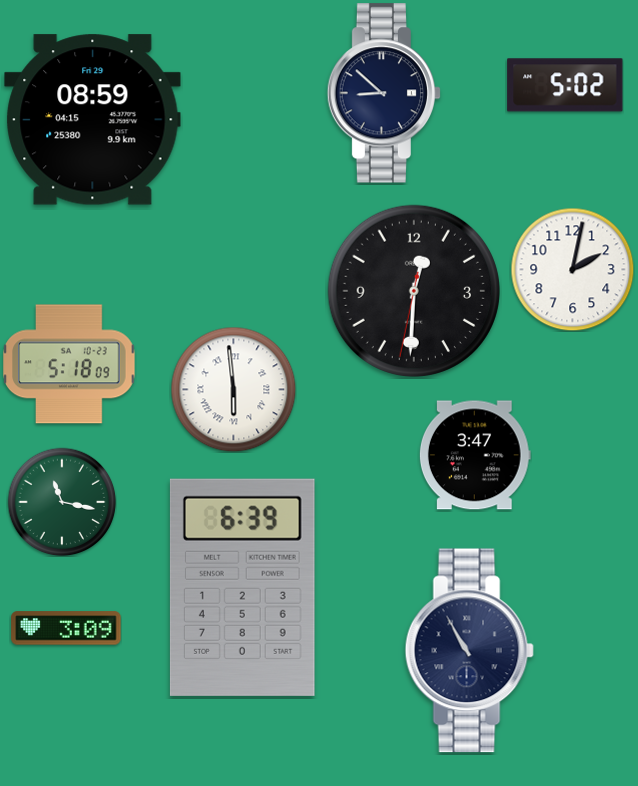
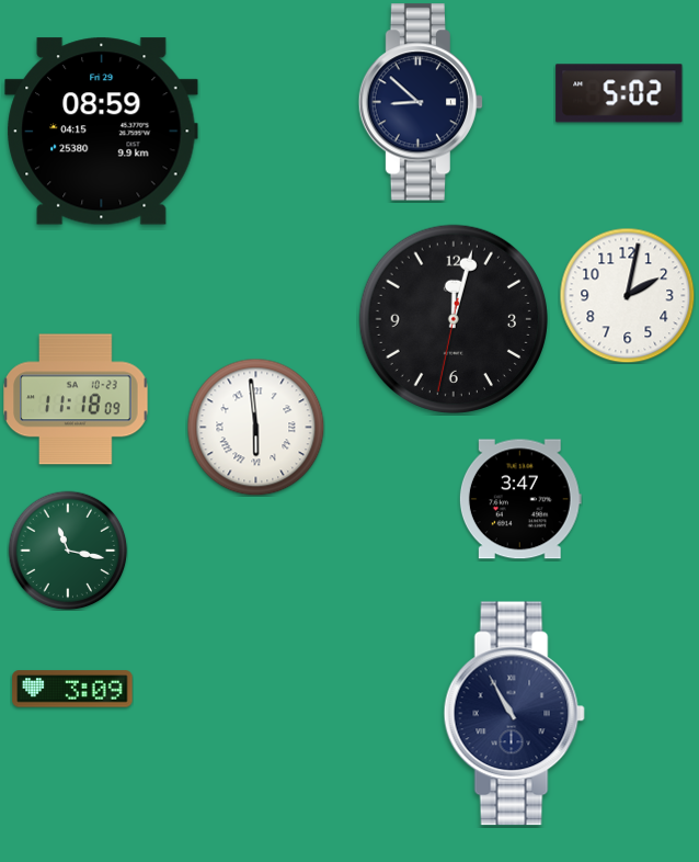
clock at (414, 291): 12:30 -> 12:02
clock at (69, 364): 5:18 -> 11:18
clock at (242, 587): 6:39 -> none
